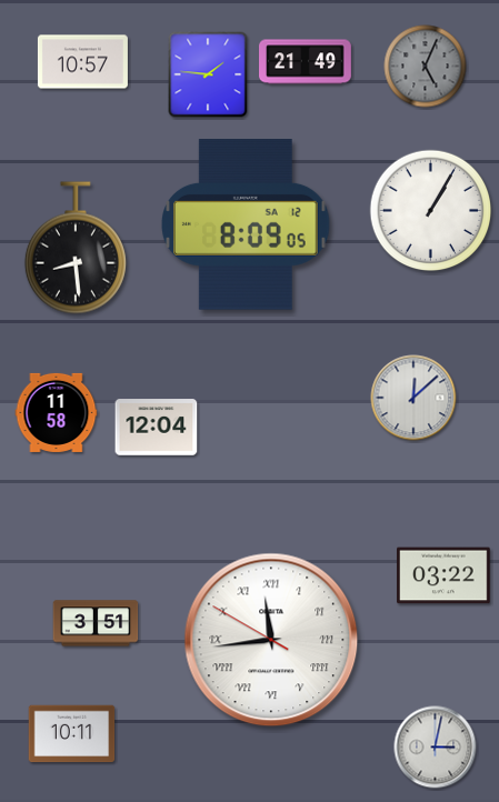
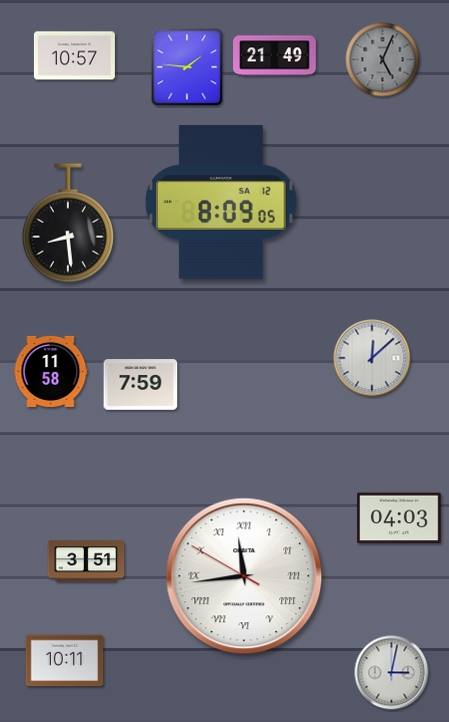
clock at (431, 211): 1:05 -> none
clock at (157, 428): 12:04 -> 7:59
clock at (443, 575): 03:22 -> 04:03
